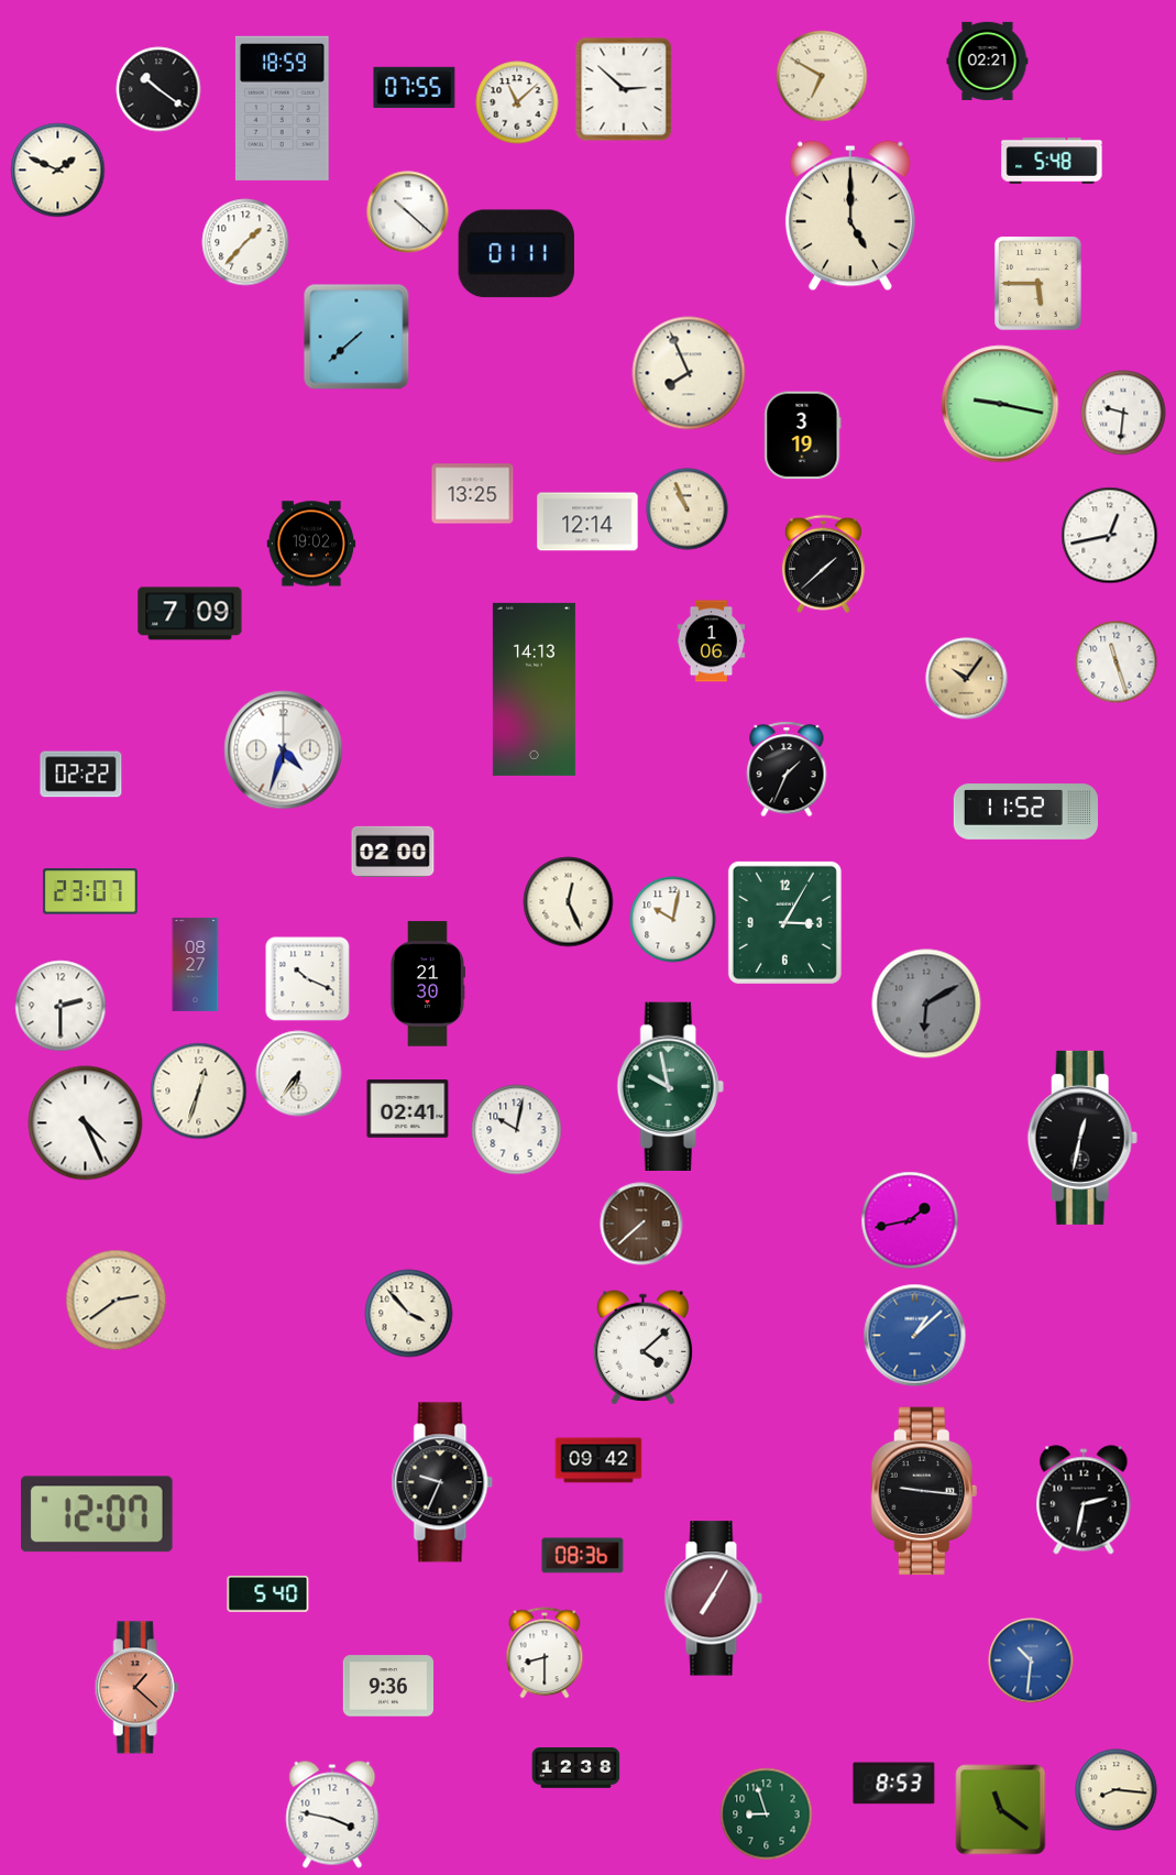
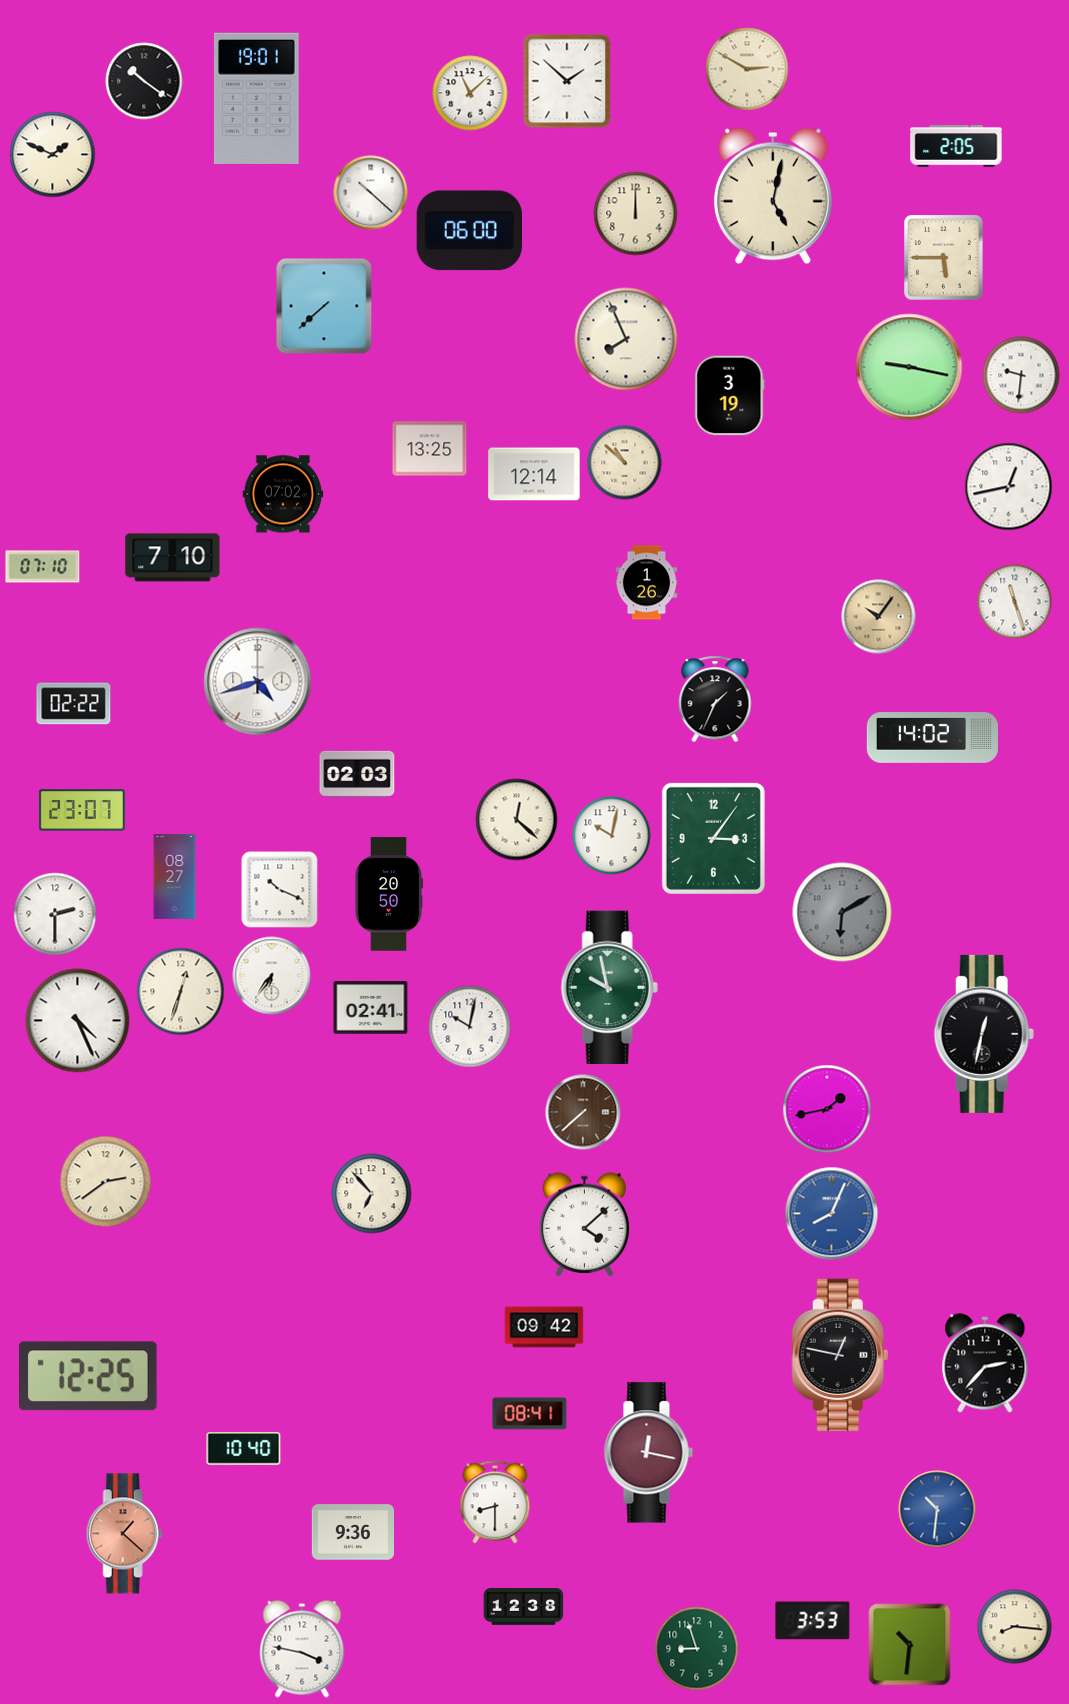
clock at (988, 61): 02:21 -> none
clock at (822, 76): 6:50 -> 2:50
clock at (415, 88): 07:55 -> none
clock at (624, 89): 2:52 -> 1:52
clock at (282, 108): 18:59 -> 19:01
clock at (1052, 161): 5:48 -> 2:05
clock at (850, 216): 5:00 -> 5:02
clock at (636, 214): none -> 12:00
clock at (245, 242): 1:37 -> none
clock at (516, 254): 01:11 -> 06:00
clock at (688, 509): 10:56 -> 10:52
clock at (311, 544): 19:02 -> 07:02
clock at (823, 564): 1:38 -> none
clock at (190, 614): 7:09 -> 7:10
clock at (43, 567): none -> 07:10
clock at (712, 642): 1:06 -> 1:26
clock at (534, 689): 14:13 -> none
clock at (284, 750): 4:33 -> 4:42
clock at (1025, 812): 11:52 -> 14:02
clock at (393, 852): 02:00 -> 02:03
clock at (569, 902): 12:26 -> 12:22
clock at (784, 922): 3:05 -> 3:06
clock at (196, 964) position: (196, 964) -> (175, 876)
clock at (427, 984): 21:30 -> 20:50
clock at (409, 1314): 3:53 -> 6:53
clock at (915, 1336): 1:08 -> 8:04
clock at (442, 1482): 9:34 -> none
clock at (924, 1491): 9:16 -> 12:47
clock at (1084, 1500): 2:32 -> 2:37
clock at (97, 1514): 12:07 -> 12:25
clock at (583, 1556): 08:36 -> 08:41
clock at (268, 1594): 5:40 -> 10:40
clock at (713, 1599): 7:05 -> 12:17
clock at (894, 1784): 8:53 -> 3:53
clock at (1001, 1810): 11:21 -> 10:31
